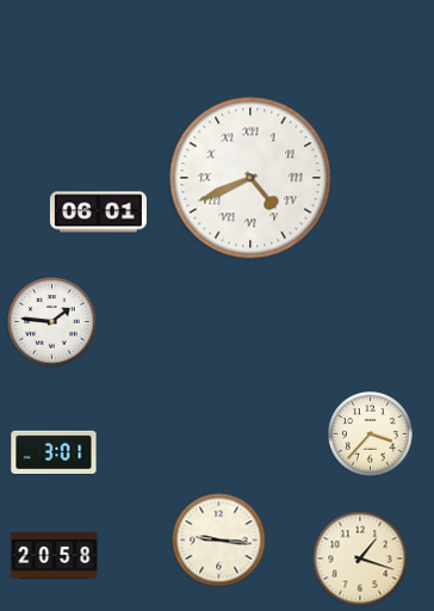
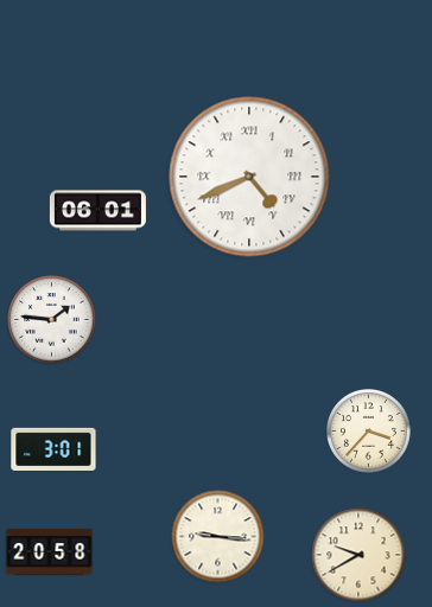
clock at (55, 556) position: (55, 556) -> (50, 552)
clock at (360, 558): 1:18 -> 9:40
